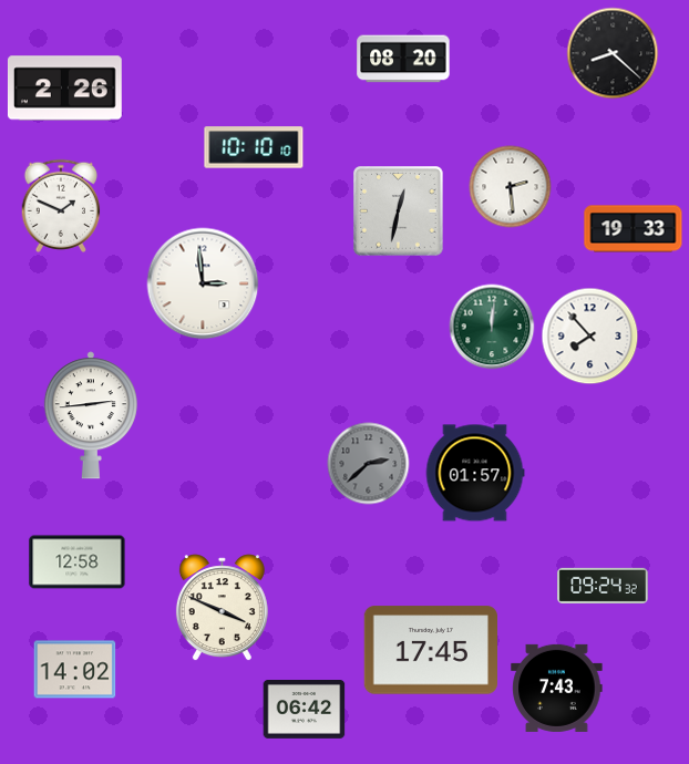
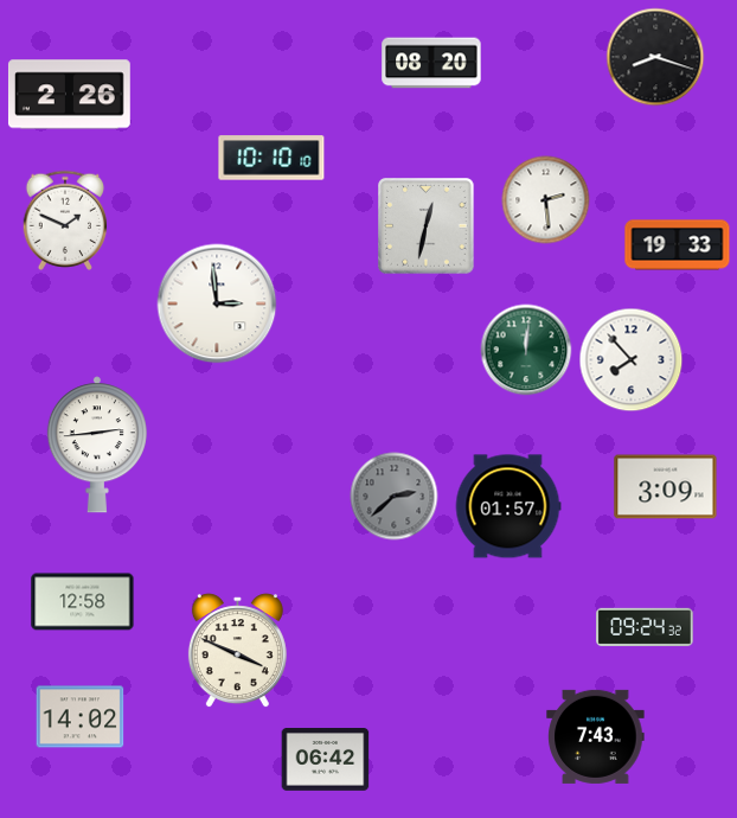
clock at (613, 53): 8:22 -> 8:18
clock at (666, 487): none -> 3:09
clock at (430, 650): 17:45 -> none
